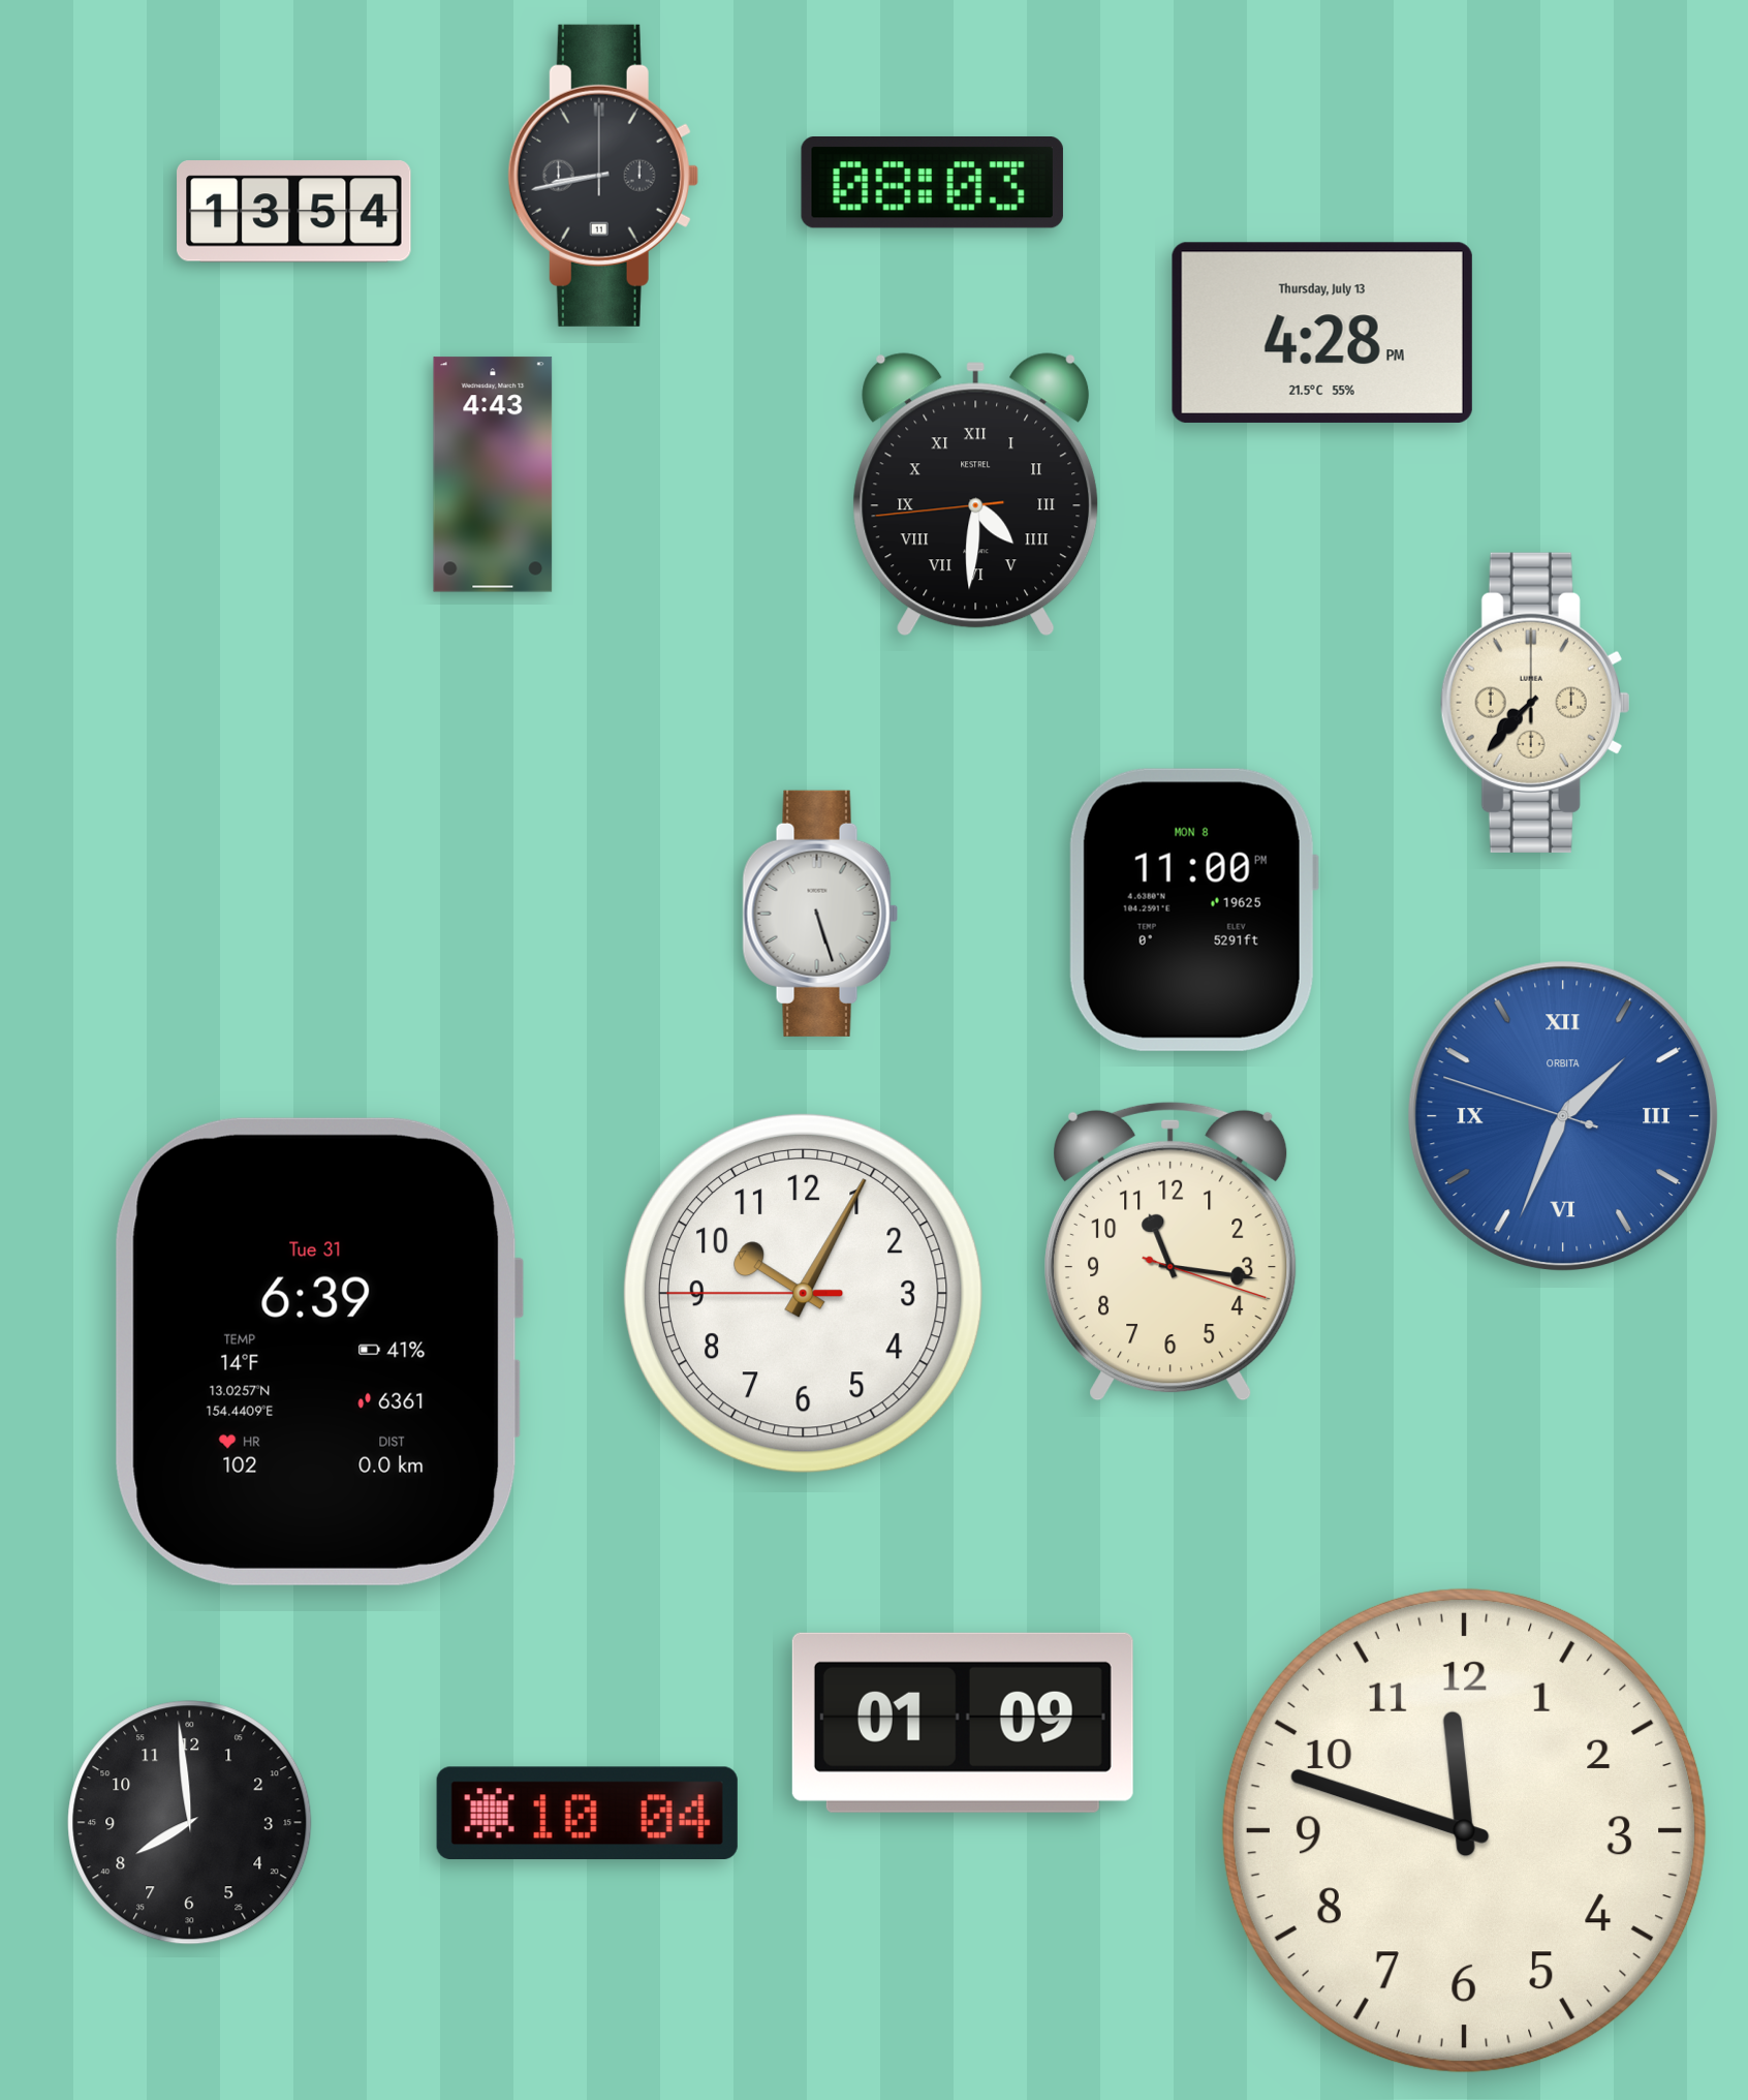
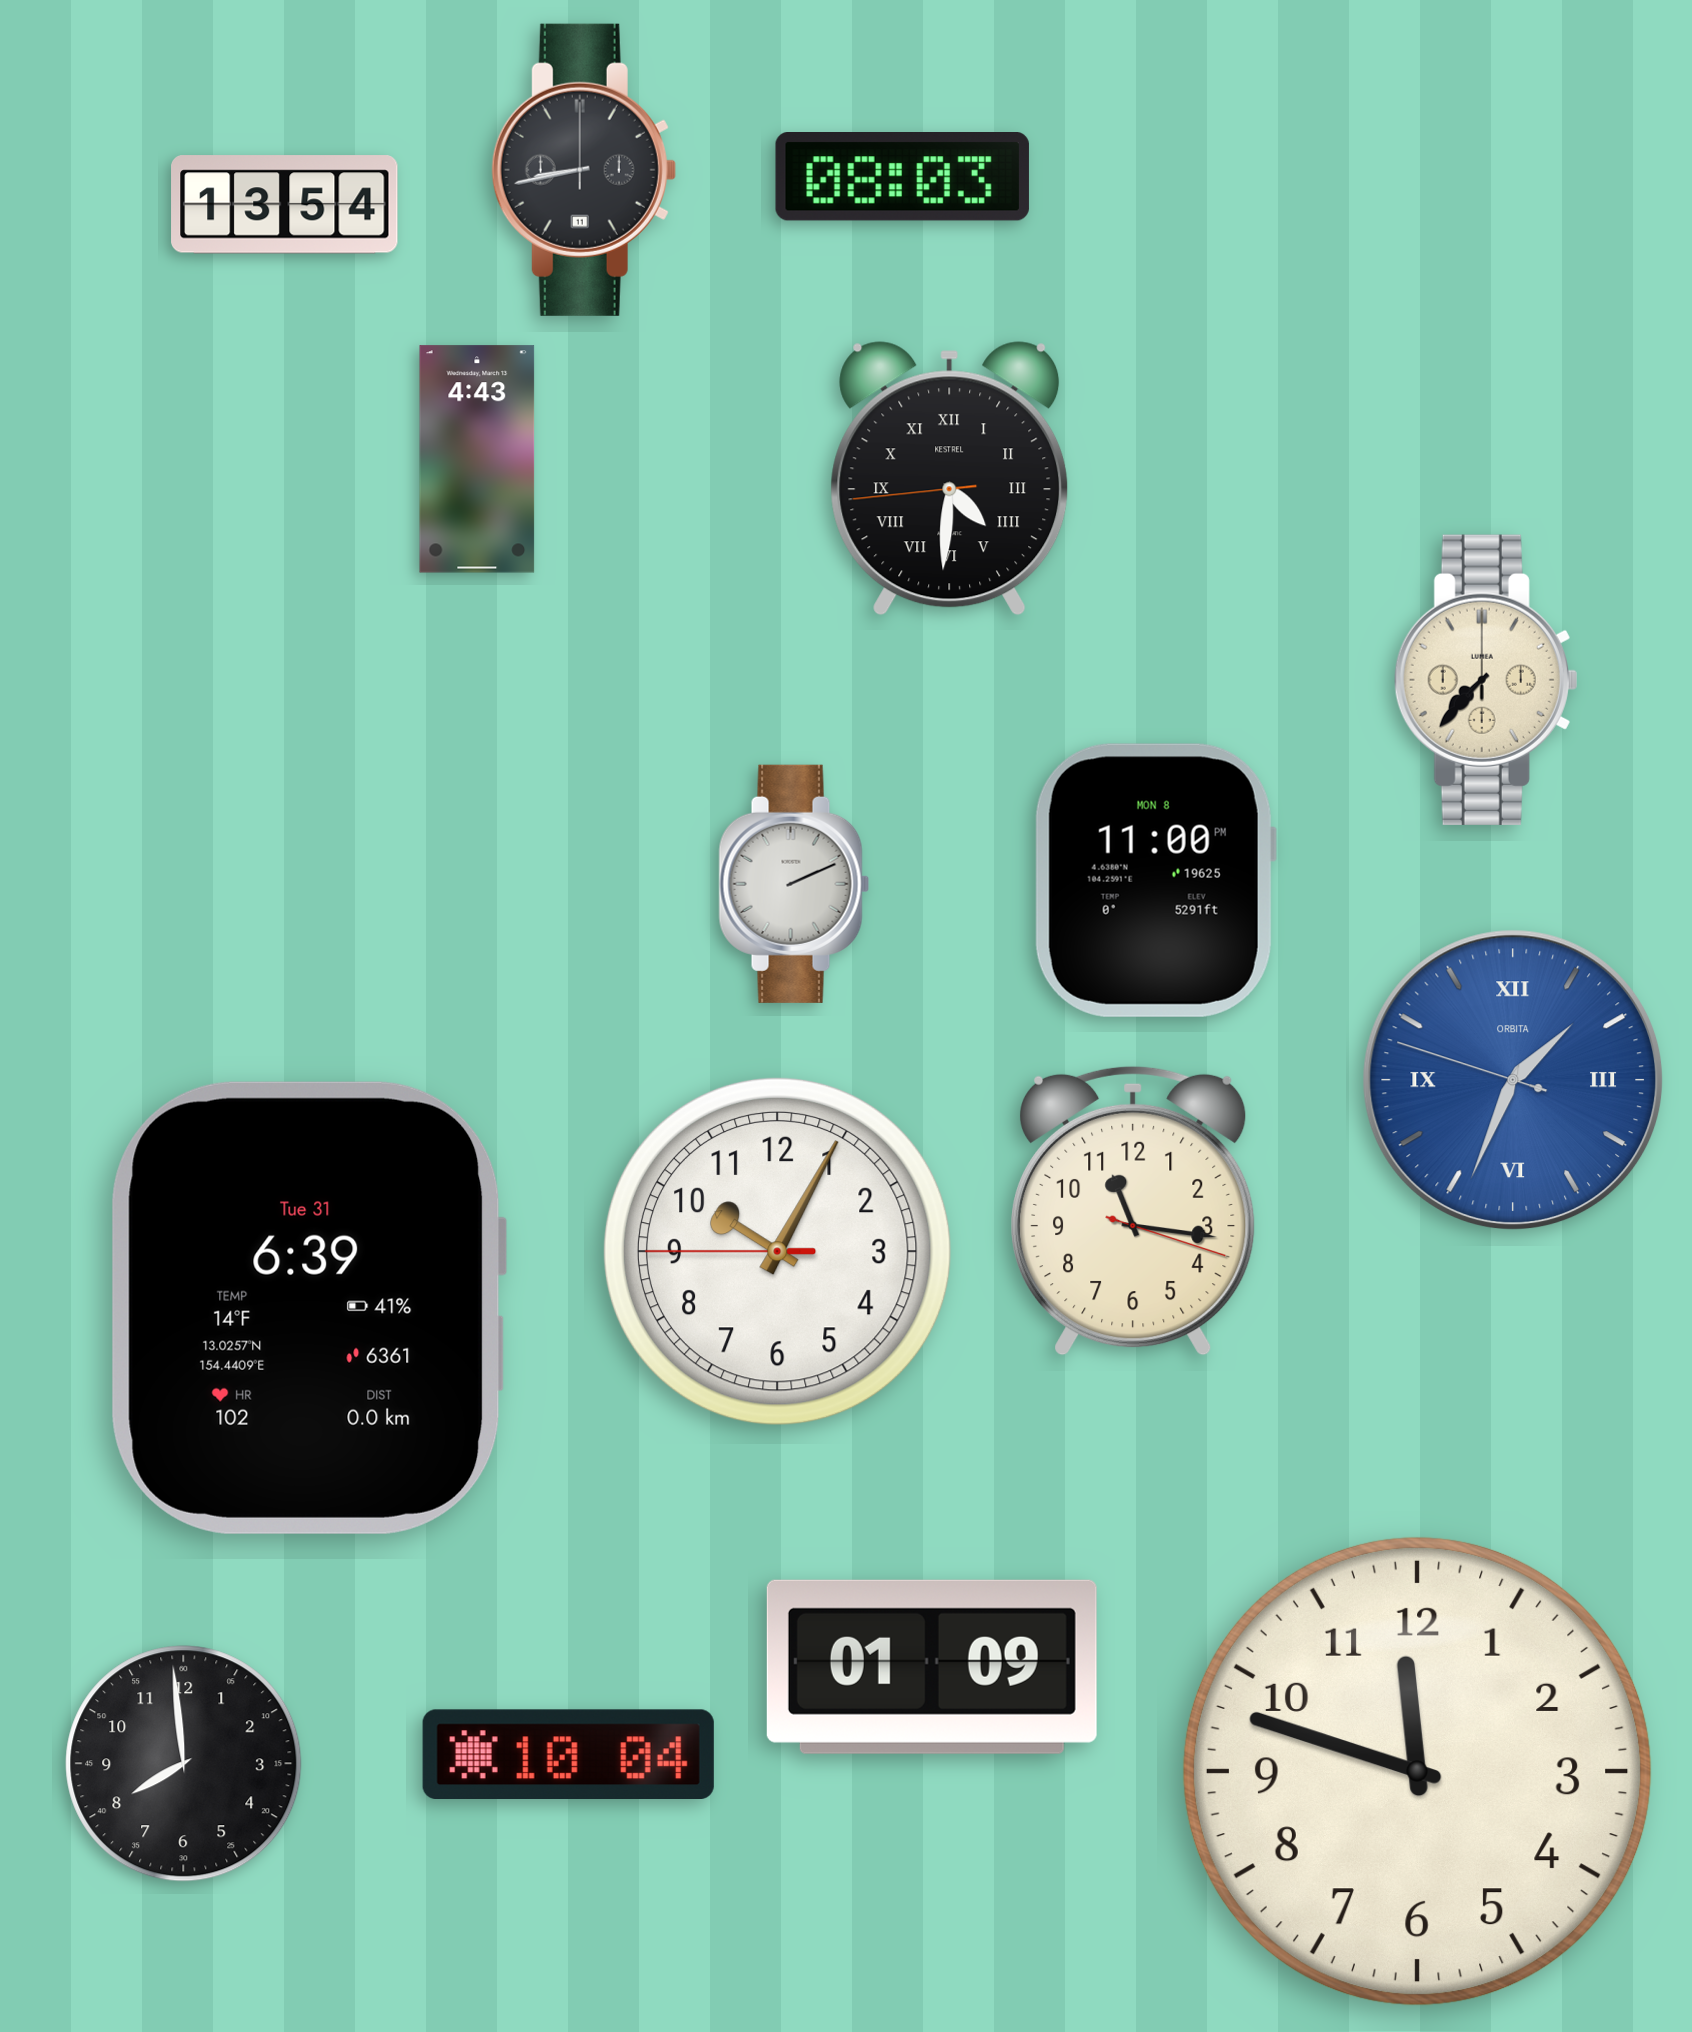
clock at (1322, 333): 4:28 -> none
clock at (976, 495) position: (976, 495) -> (950, 479)
clock at (820, 914): 5:27 -> 2:11
